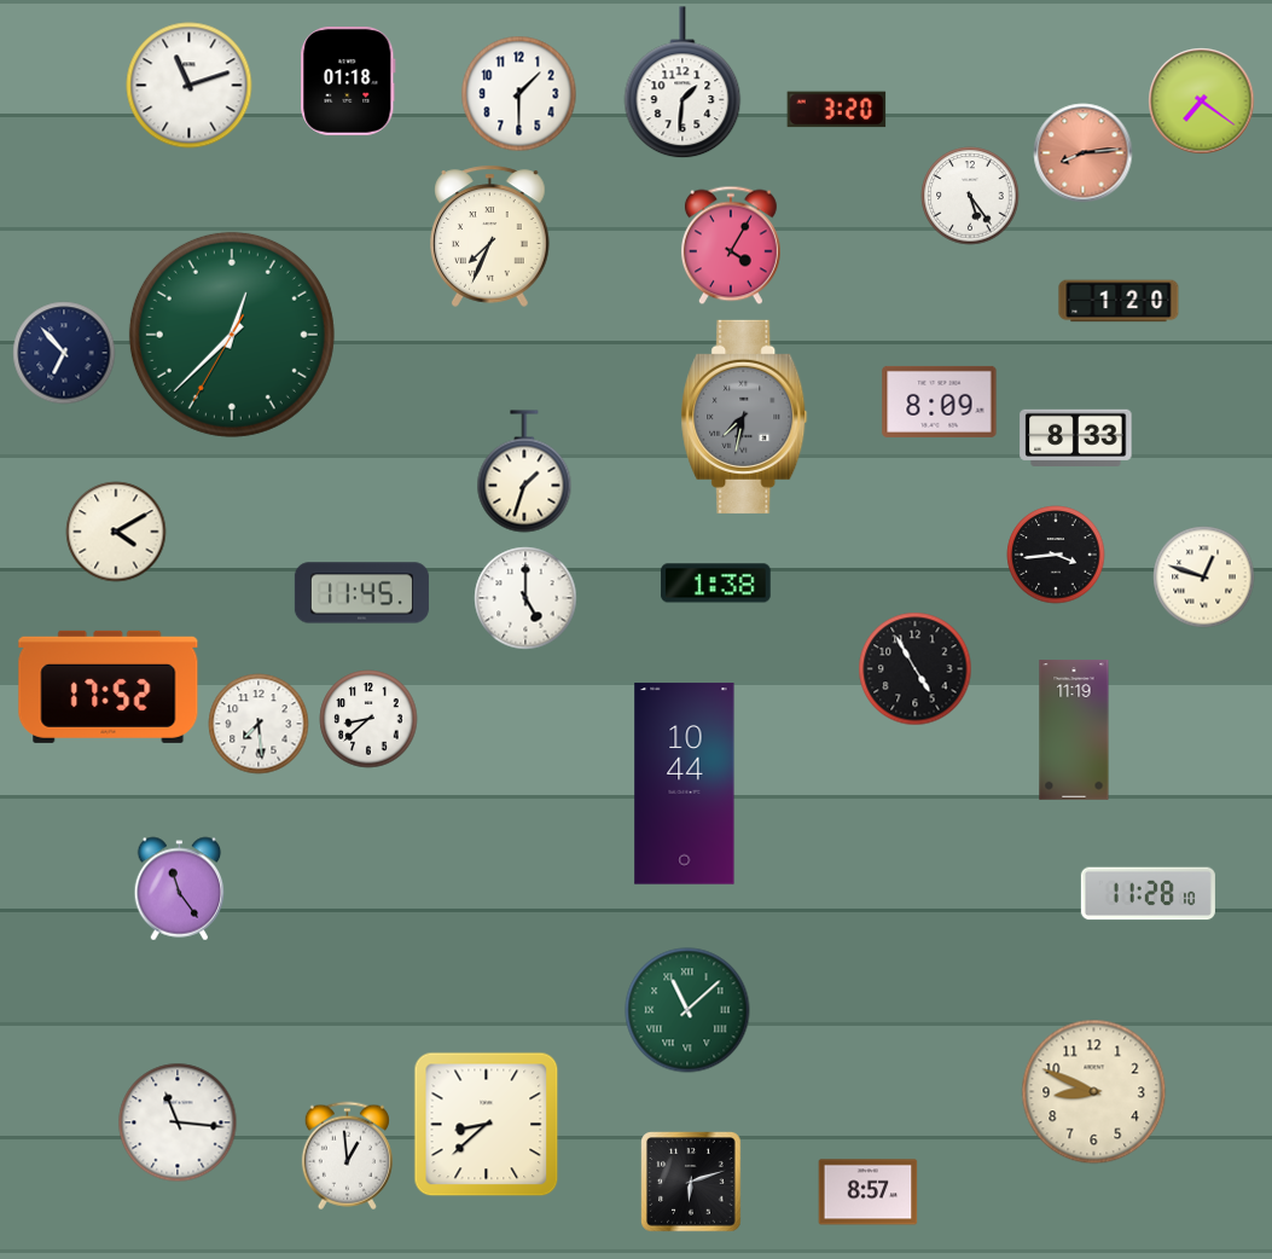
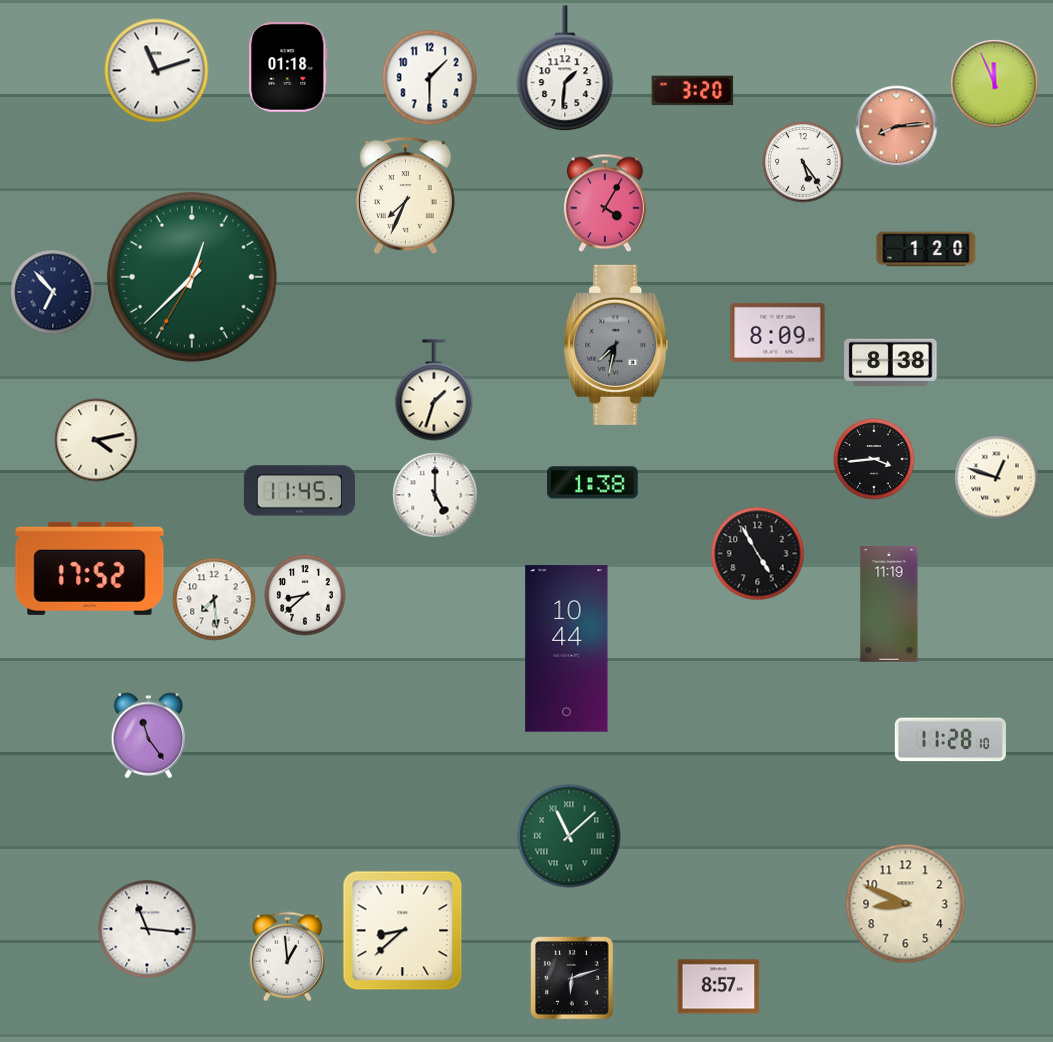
clock at (1202, 101): 7:21 -> 11:56
clock at (1076, 437): 8:33 -> 8:38
clock at (116, 532): 4:10 -> 4:13
